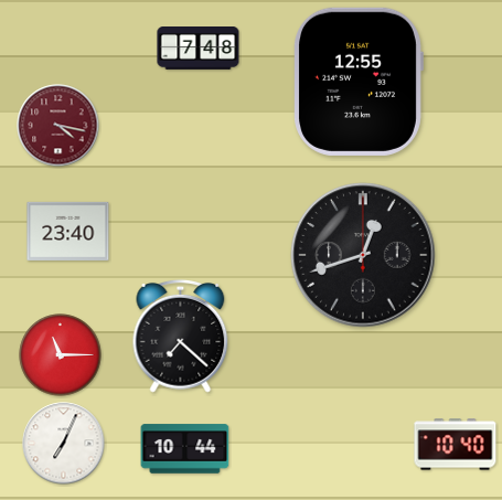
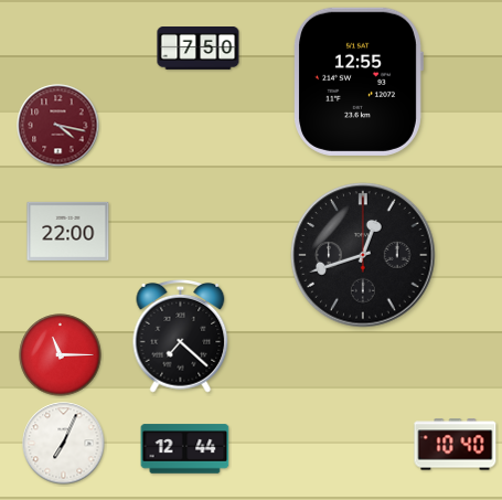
clock at (199, 49): 7:48 -> 7:50
clock at (68, 231): 23:40 -> 22:00
clock at (185, 449): 10:44 -> 12:44
